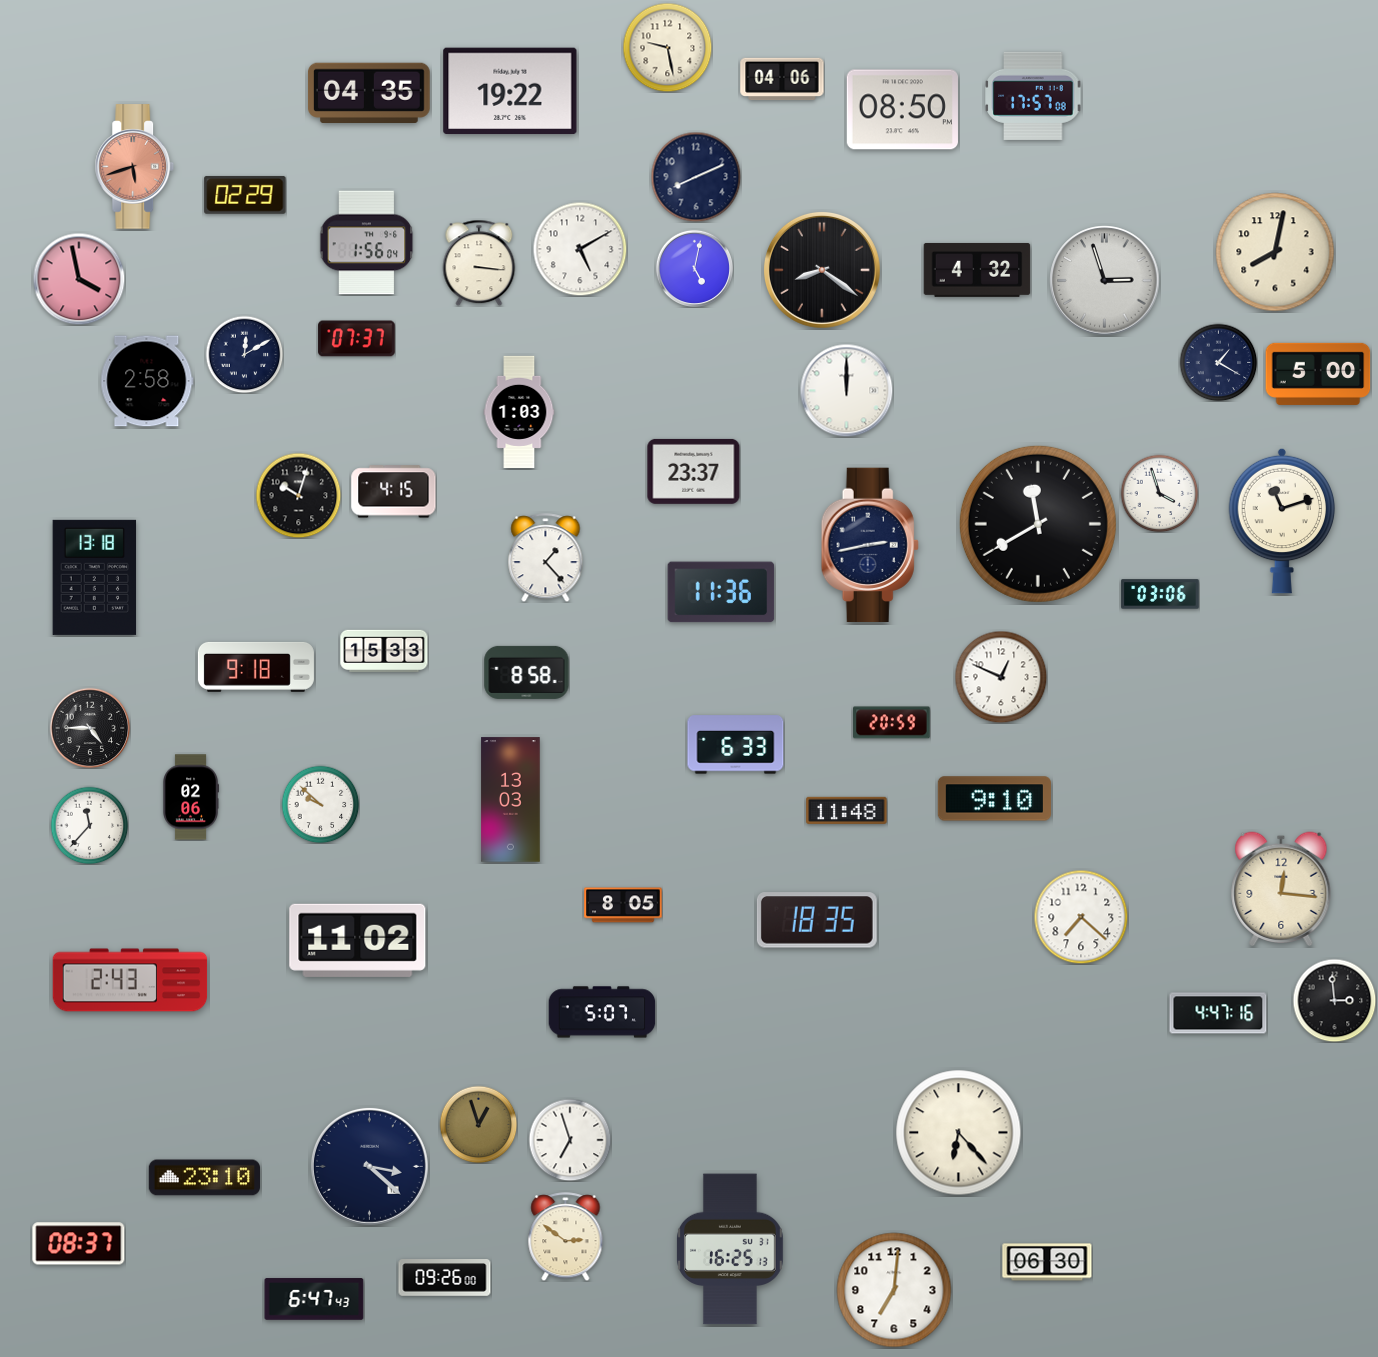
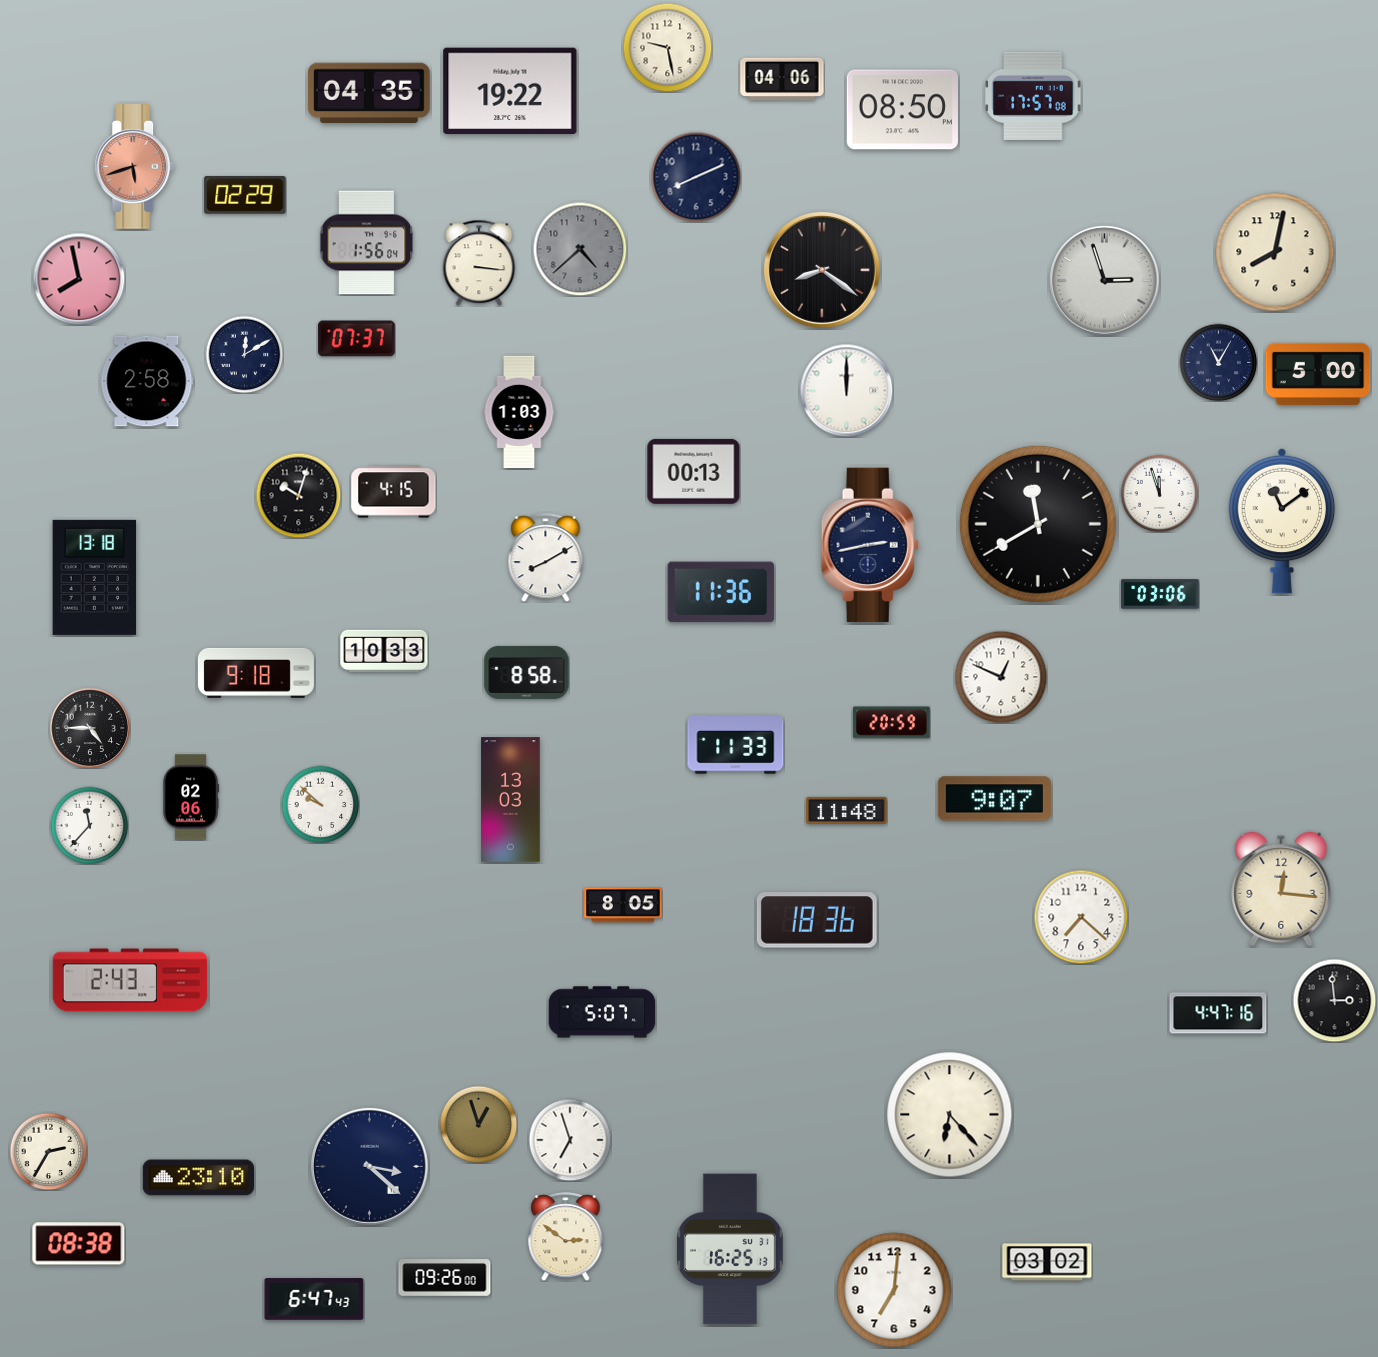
clock at (580, 249): 5:10 -> 4:38
clock at (580, 249) dial: white -> grey
clock at (694, 268): 5:02 -> none
clock at (977, 270): 4:32 -> none
clock at (79, 279): 3:58 -> 7:58
clock at (1218, 362): 1:20 -> 11:05
clock at (694, 471): 23:37 -> 00:13
clock at (1159, 493): 3:57 -> 11:57
clock at (1282, 521): 11:12 -> 11:09
clock at (546, 558): 1:23 -> 8:10
clock at (384, 651): 15:33 -> 10:33
clock at (256, 667) position: (256, 667) -> (256, 673)
clock at (736, 745): 6:33 -> 11:33
clock at (994, 799): 9:10 -> 9:07
clock at (817, 920): 18:35 -> 18:36
clock at (358, 940): 11:02 -> none
clock at (959, 1133) position: (959, 1133) -> (950, 1115)
clock at (48, 1151): none -> 2:35
clock at (204, 1178) position: (204, 1178) -> (198, 1178)
clock at (79, 1244): 08:37 -> 08:38
clock at (1047, 1262): 06:30 -> 03:02
